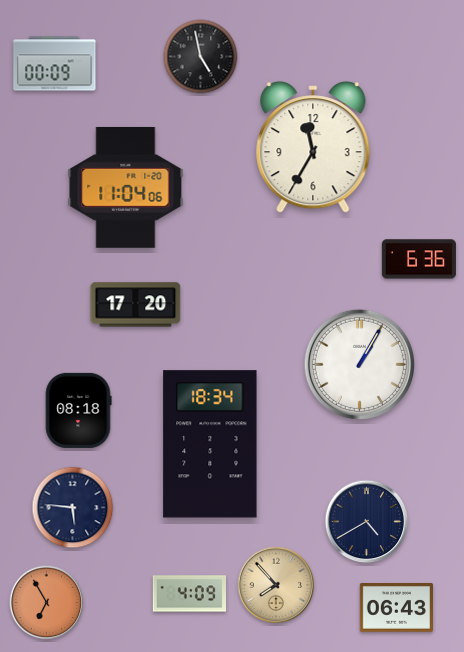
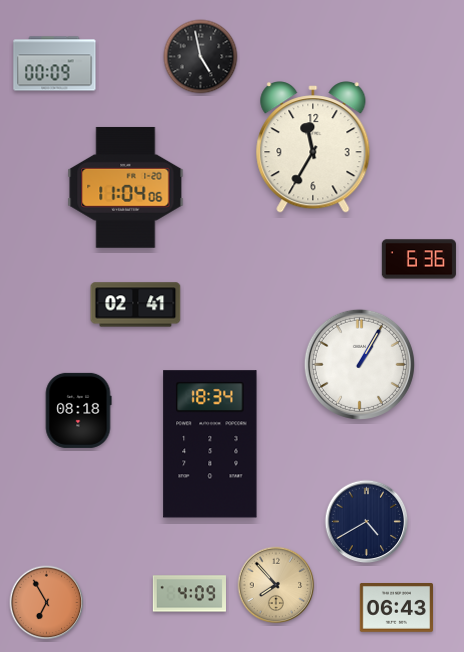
clock at (136, 305): 17:20 -> 02:41
clock at (73, 508): 5:46 -> none
